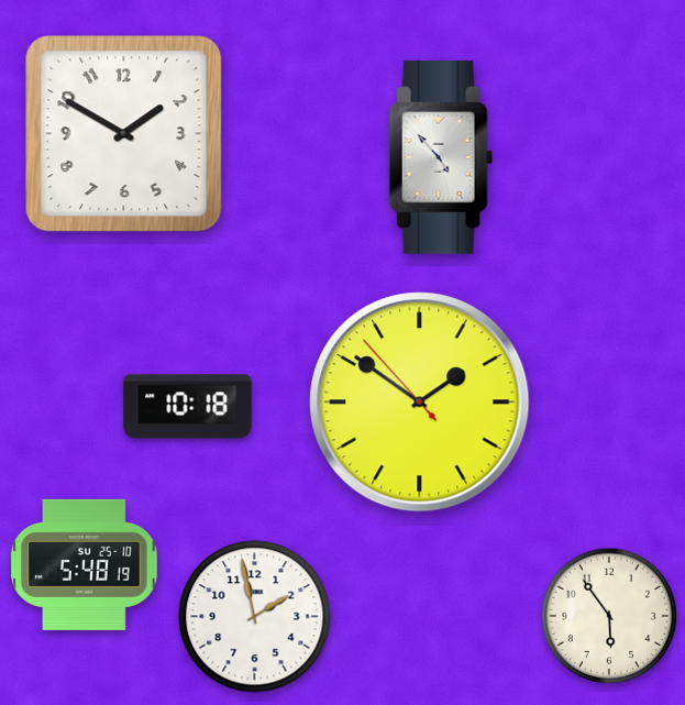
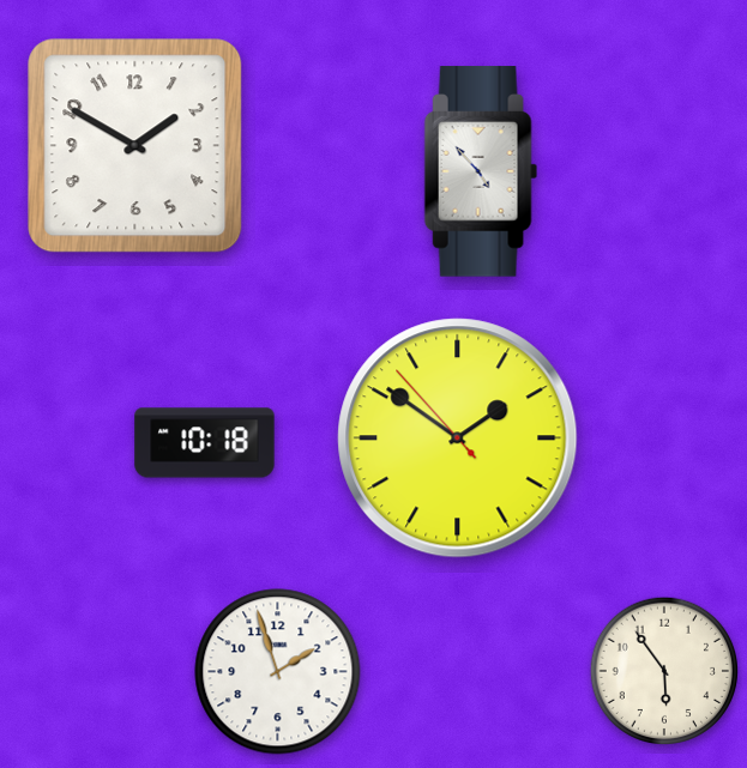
clock at (85, 564): 5:48 -> none
clock at (255, 617): 1:58 -> 1:57
